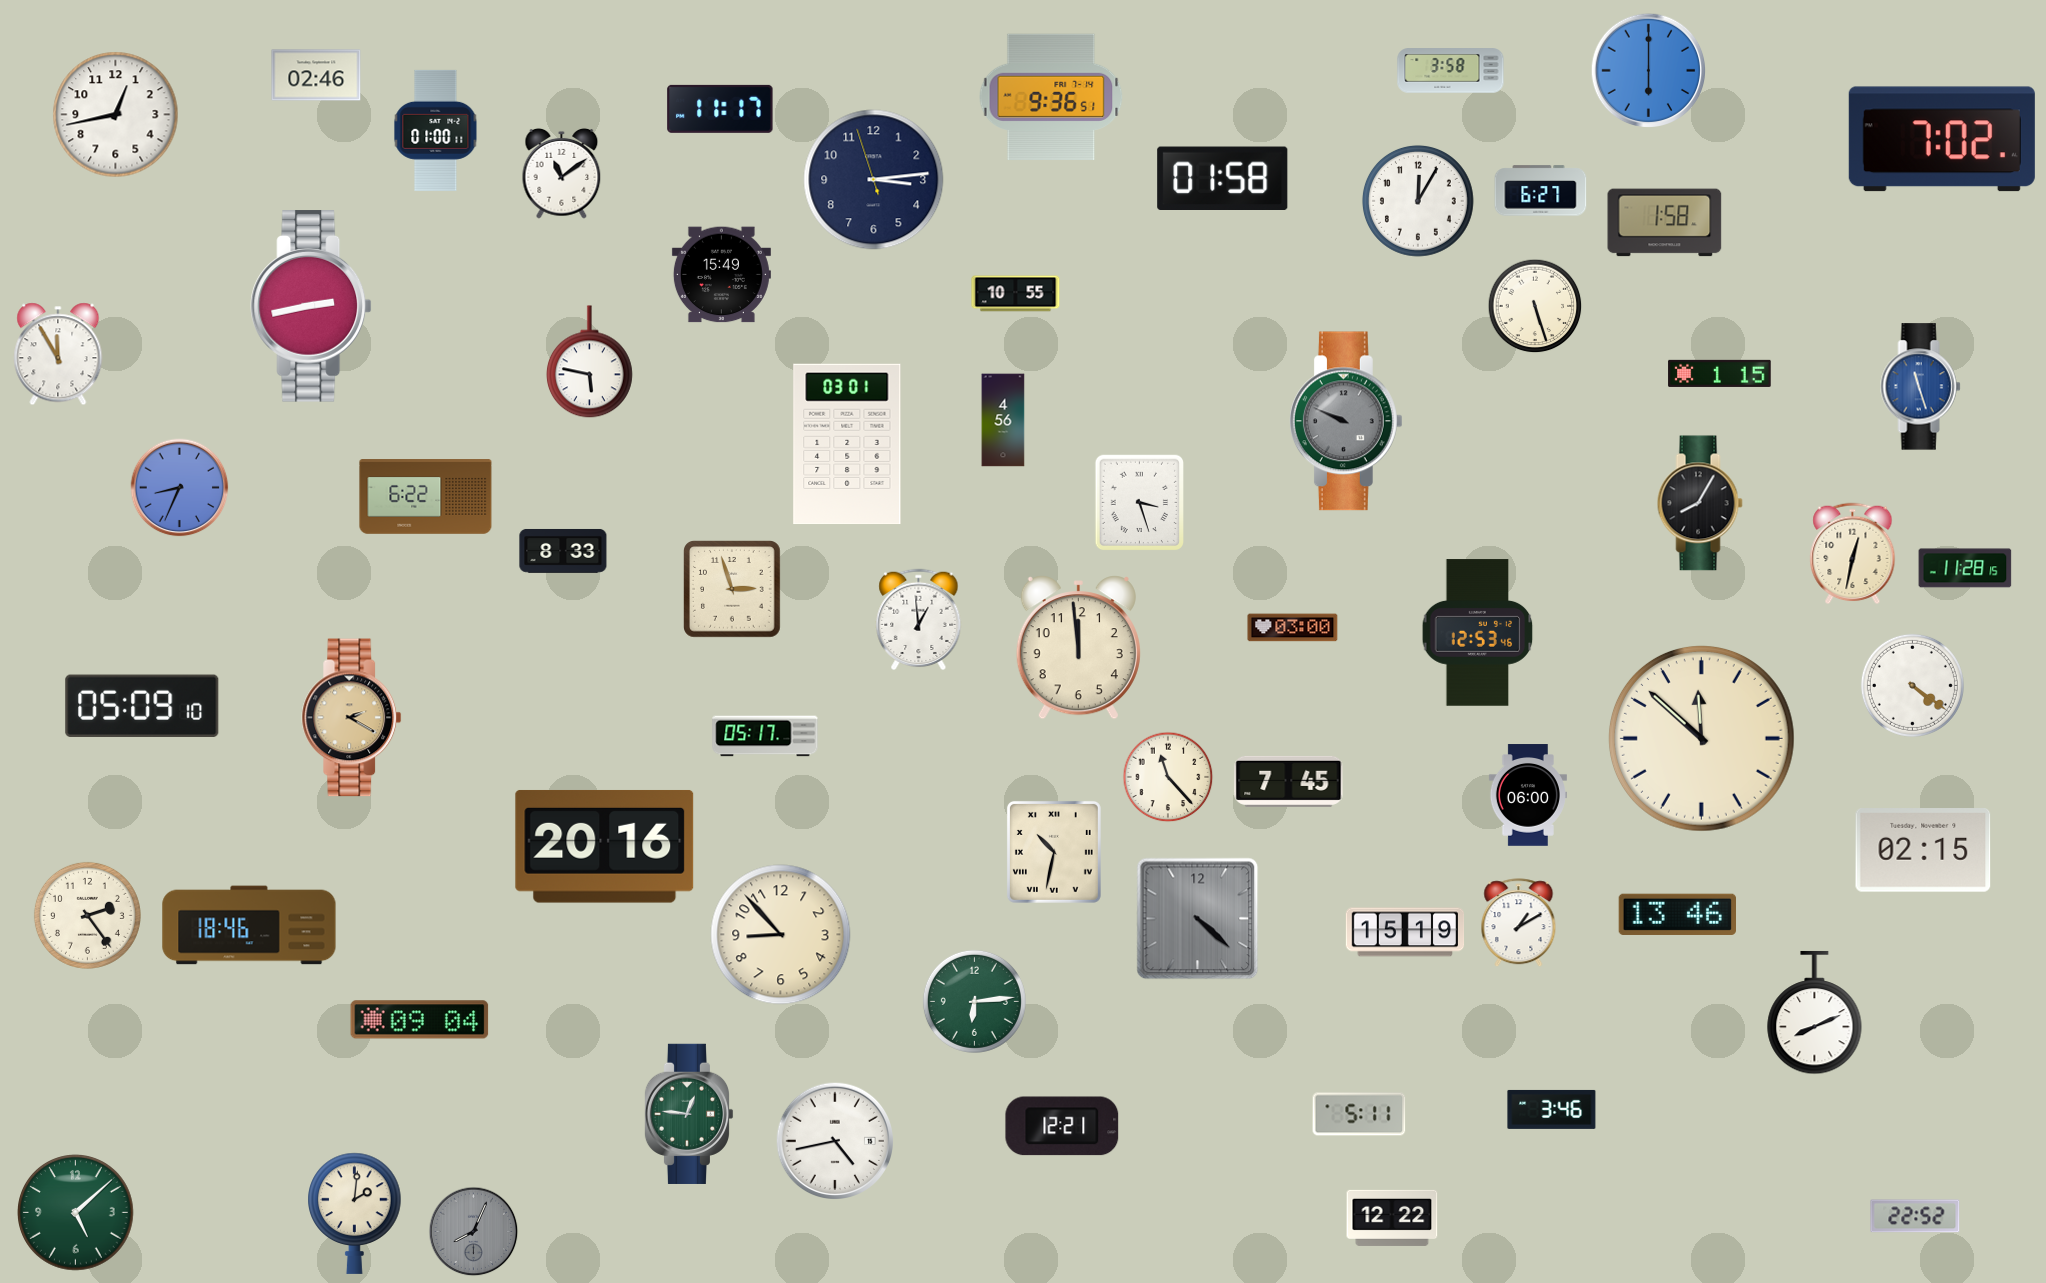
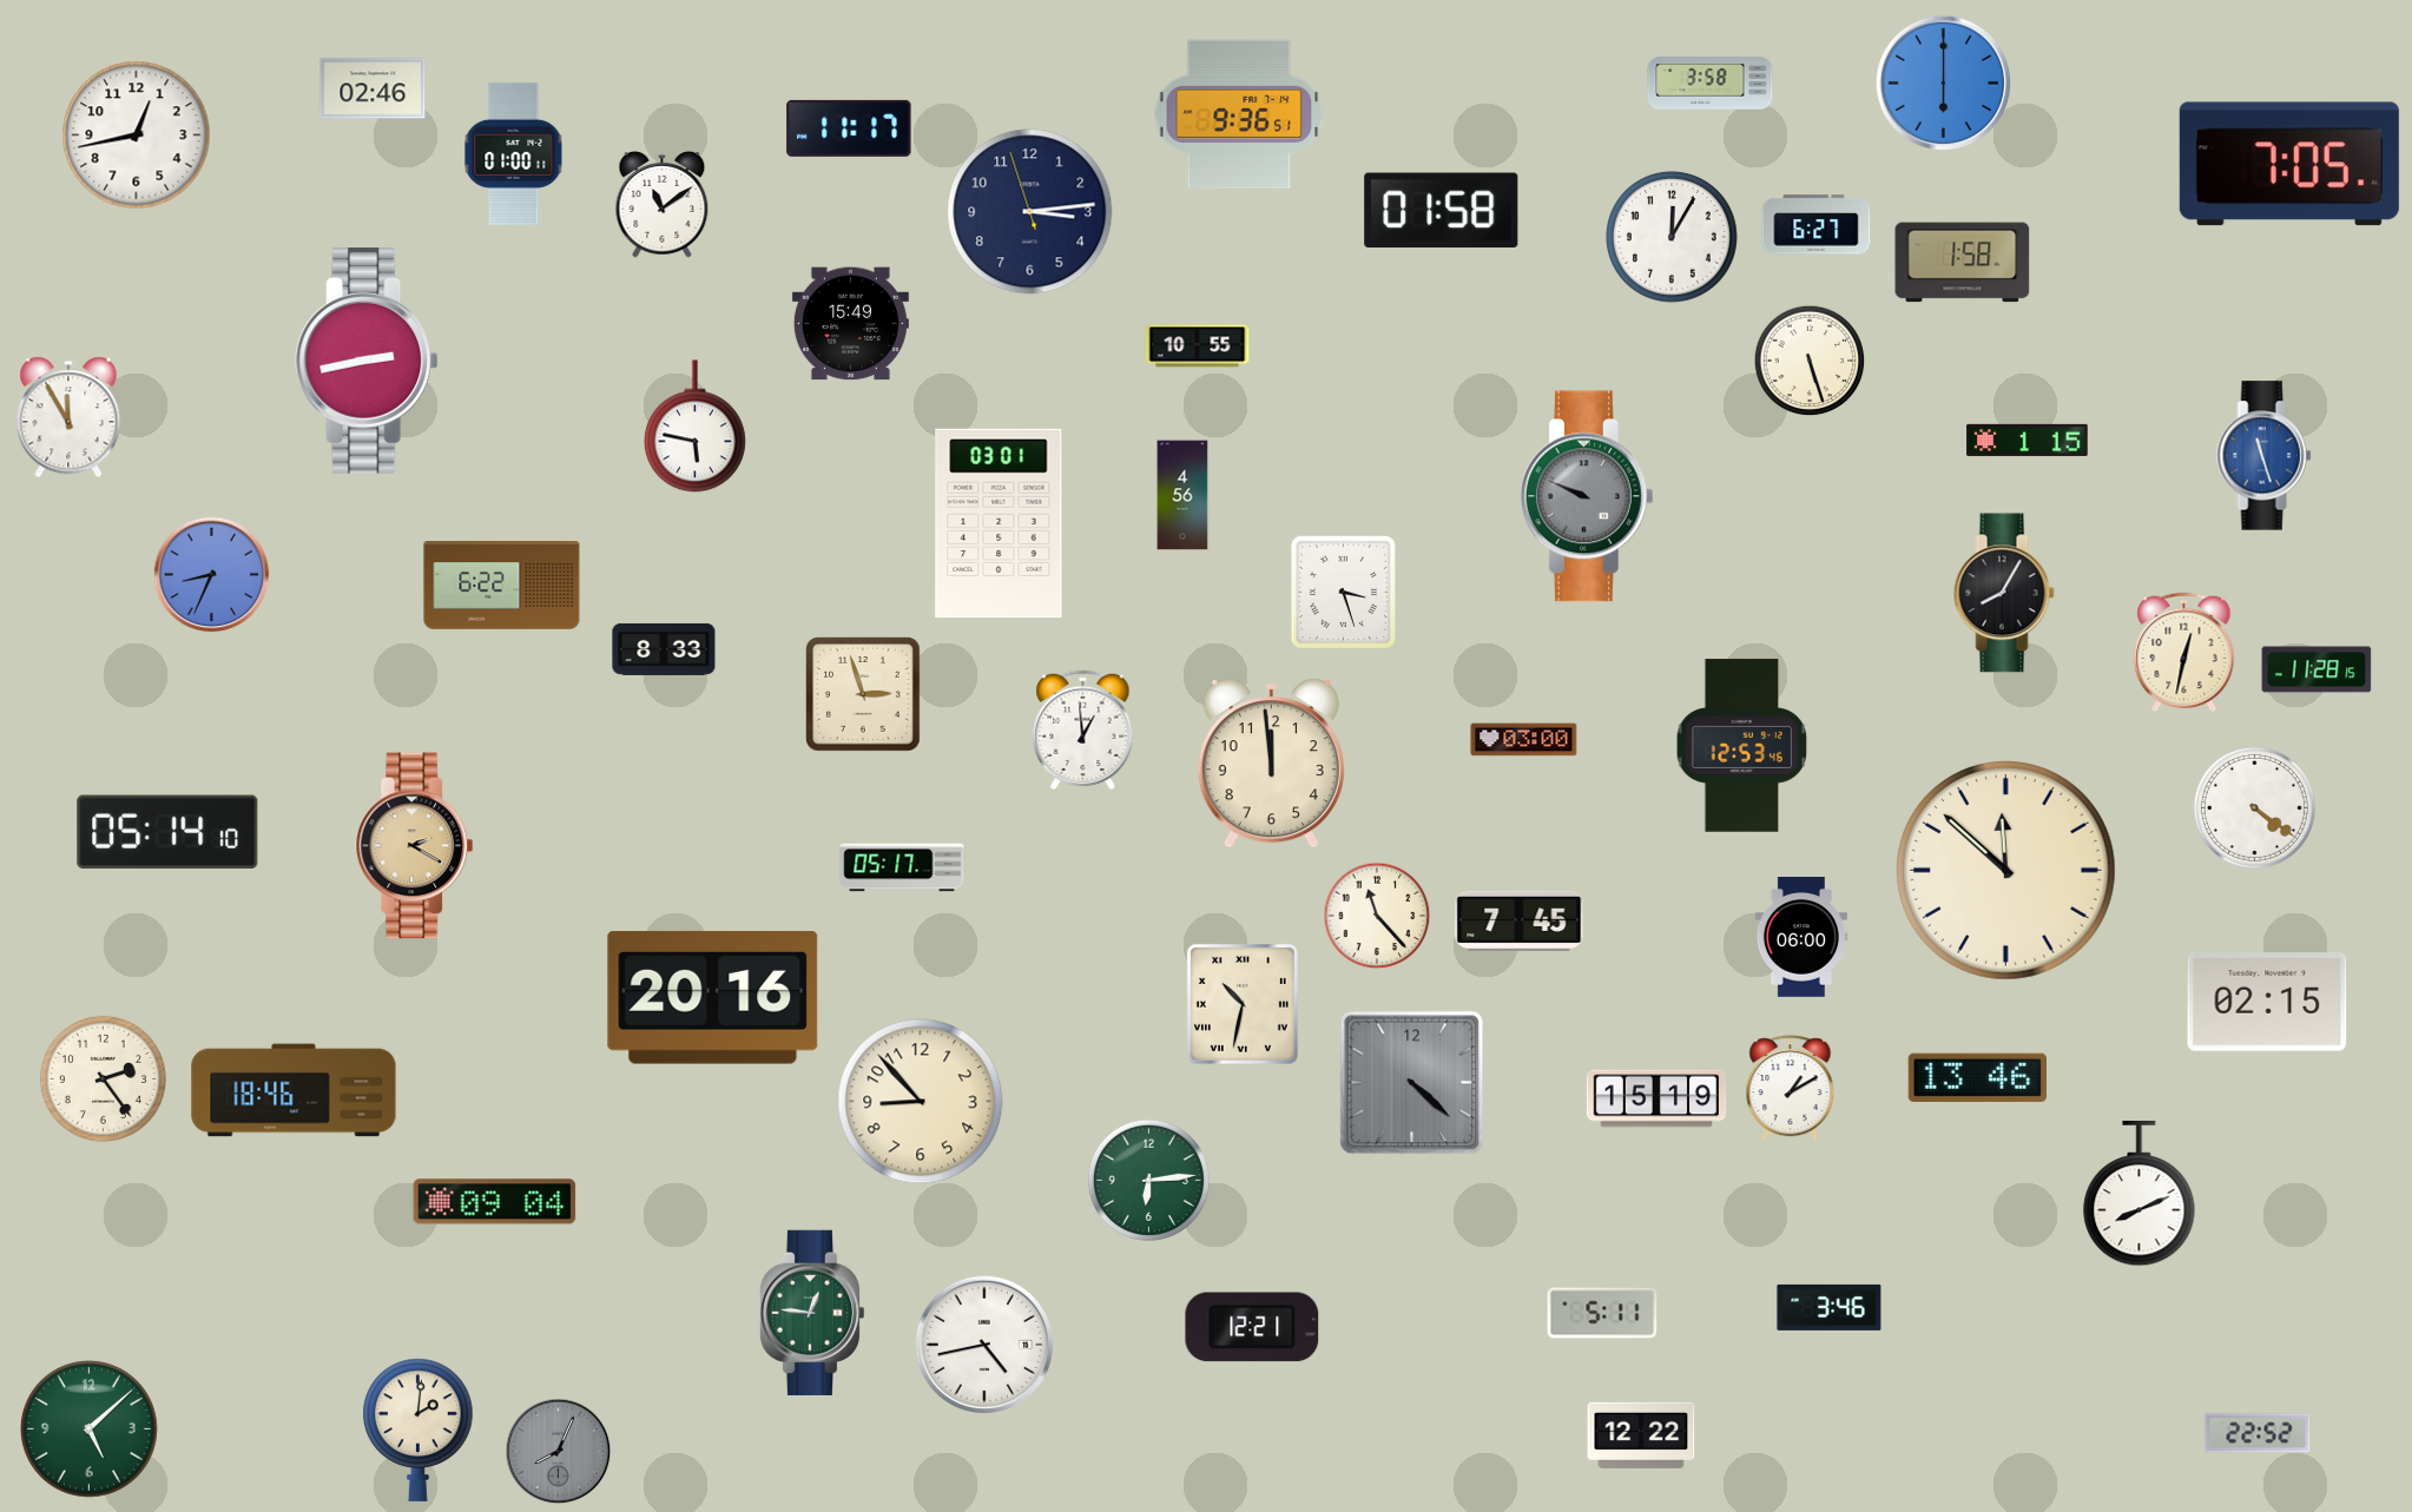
clock at (1942, 139): 7:02 -> 7:05
clock at (142, 706): 05:09 -> 05:14
